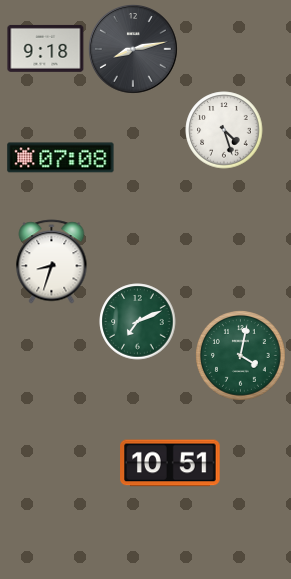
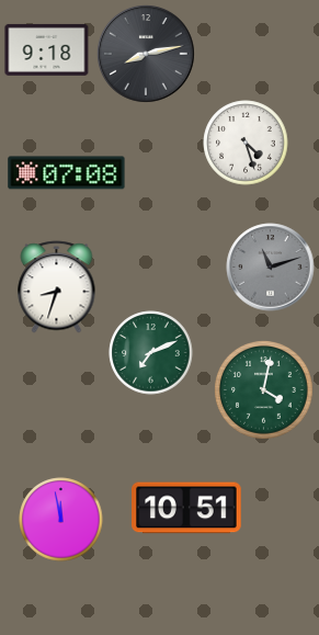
clock at (46, 48) position: (46, 48) -> (47, 49)
clock at (271, 268): none -> 11:12
clock at (61, 520): none -> 11:58
